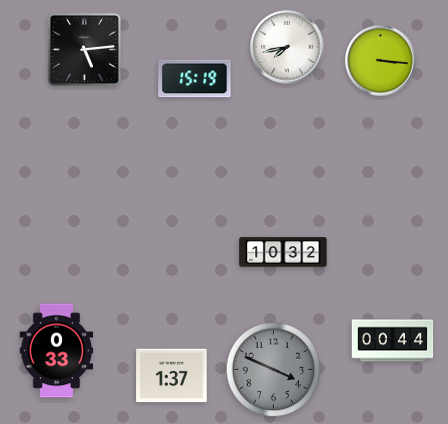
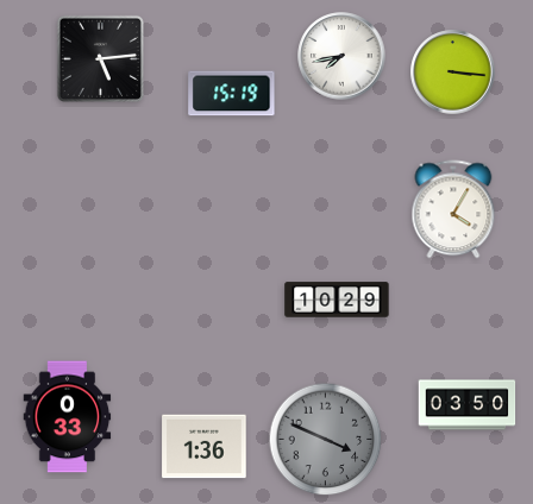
clock at (453, 209): none -> 4:05
clock at (283, 252): 10:32 -> 10:29
clock at (393, 341): 00:44 -> 03:50
clock at (172, 376): 1:37 -> 1:36
